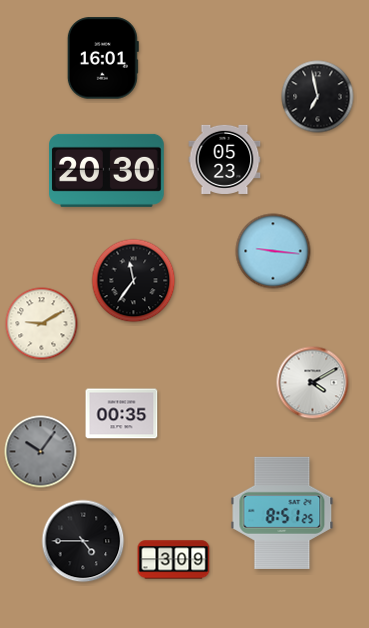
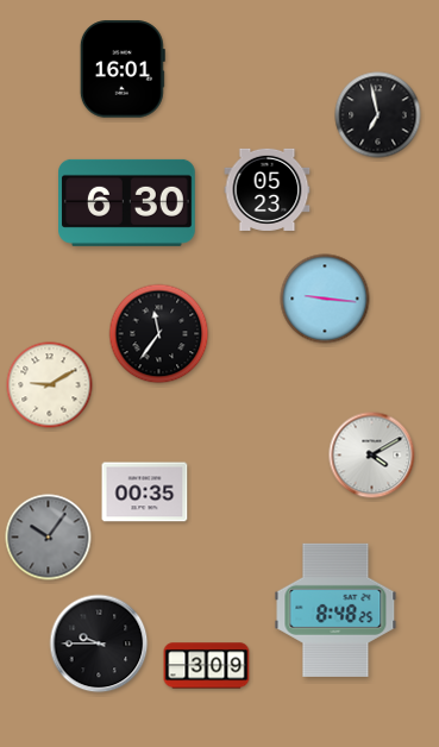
clock at (107, 170): 20:30 -> 6:30
clock at (282, 513): 8:51 -> 8:48
clock at (83, 541): 4:45 -> 9:45
